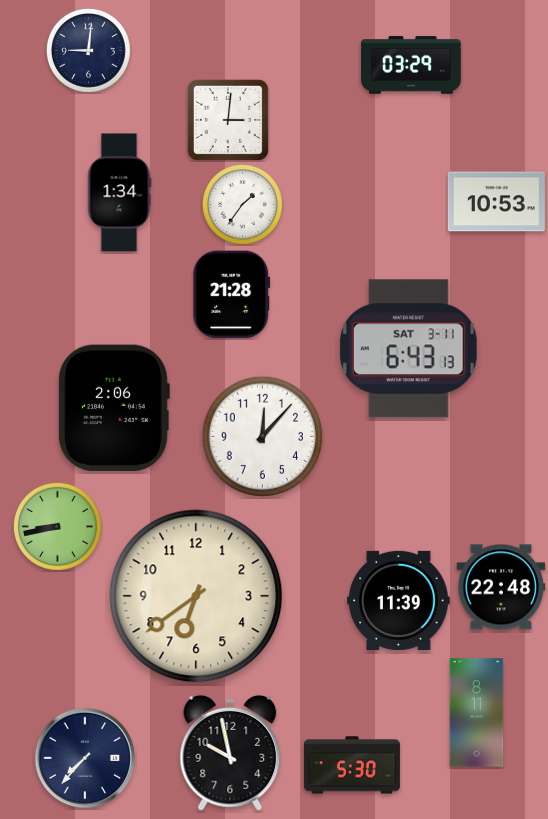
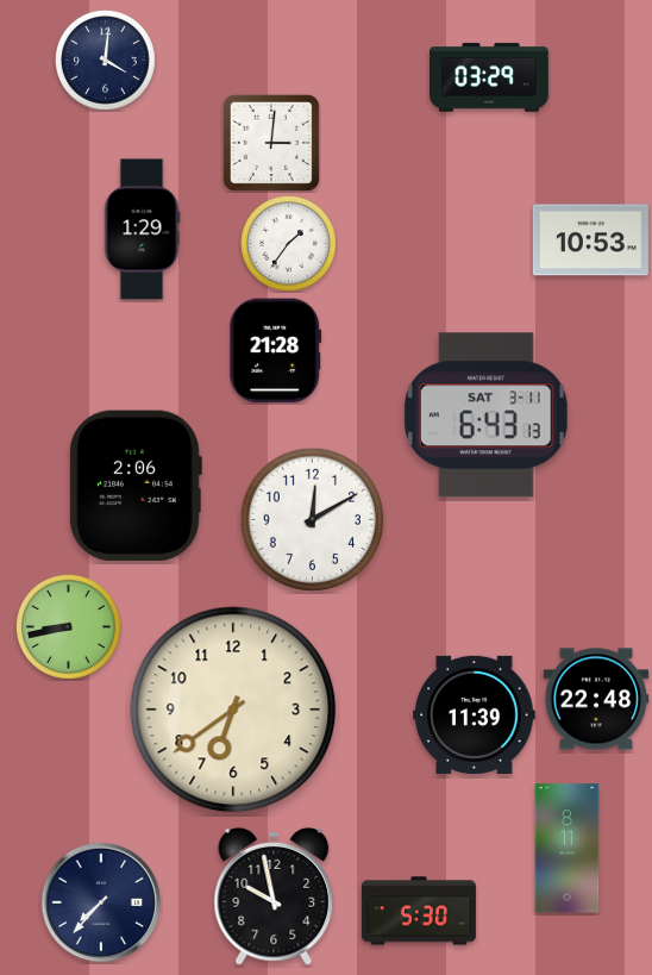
clock at (89, 51): 9:01 -> 4:01
clock at (119, 193): 1:34 -> 1:29
clock at (262, 436): 12:07 -> 12:10
